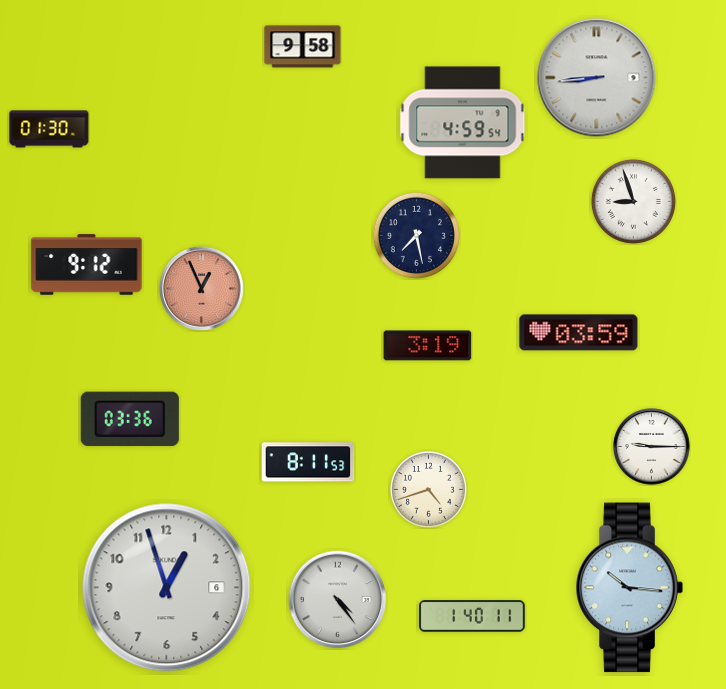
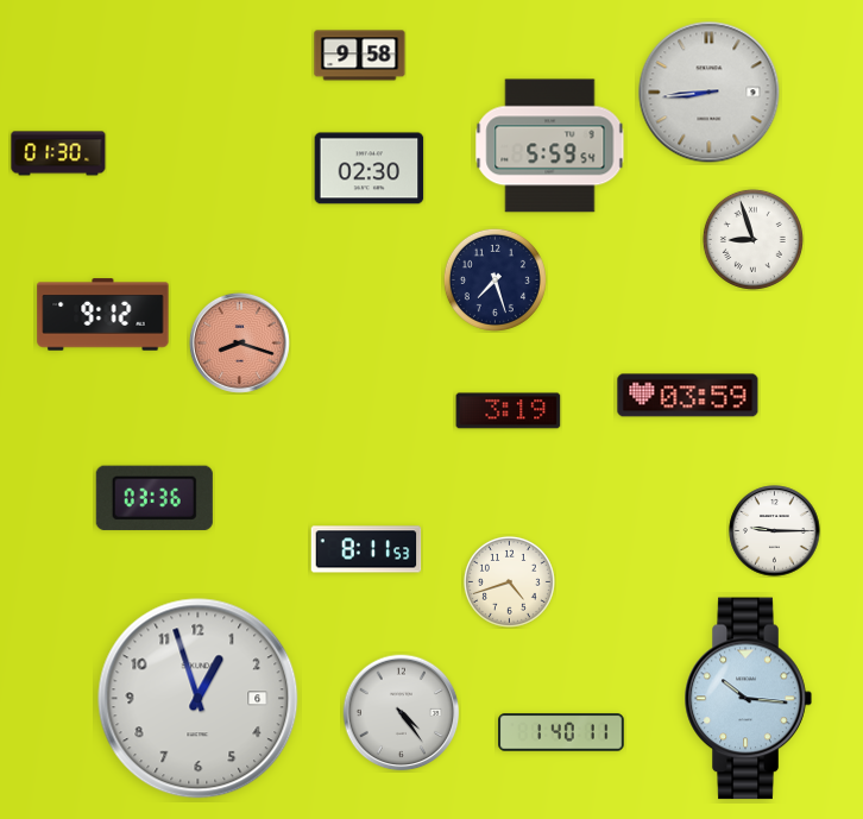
clock at (463, 123): 4:59 -> 5:59
clock at (370, 169): none -> 02:30
clock at (416, 235): 7:28 -> 7:27
clock at (201, 288): 12:56 -> 8:18
